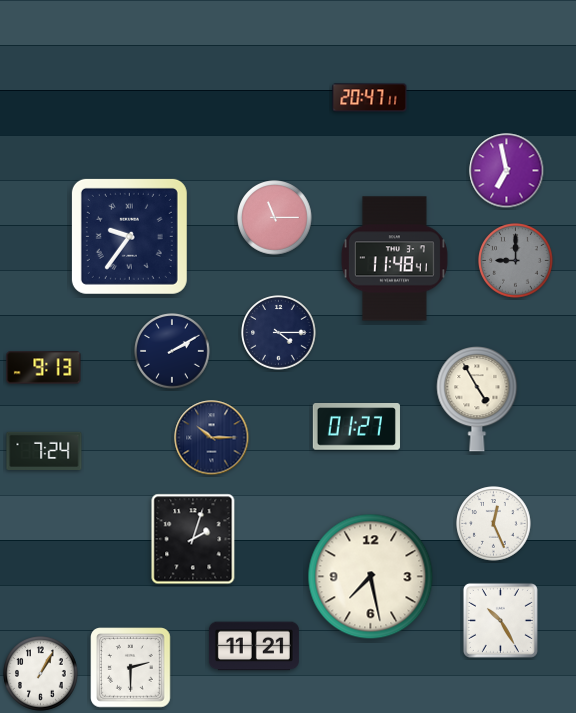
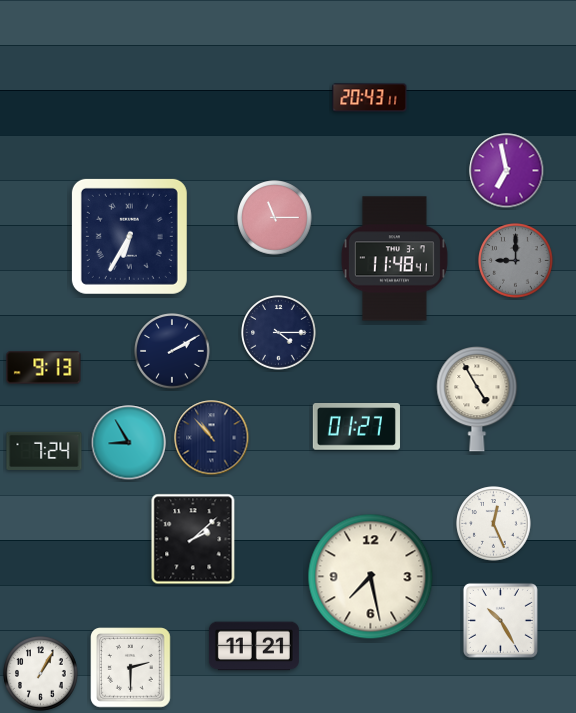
clock at (370, 98): 20:47 -> 20:43
clock at (129, 236): 9:36 -> 6:35
clock at (212, 438): 10:15 -> 10:53
clock at (129, 443): none -> 8:55
clock at (193, 539): 2:03 -> 2:08
